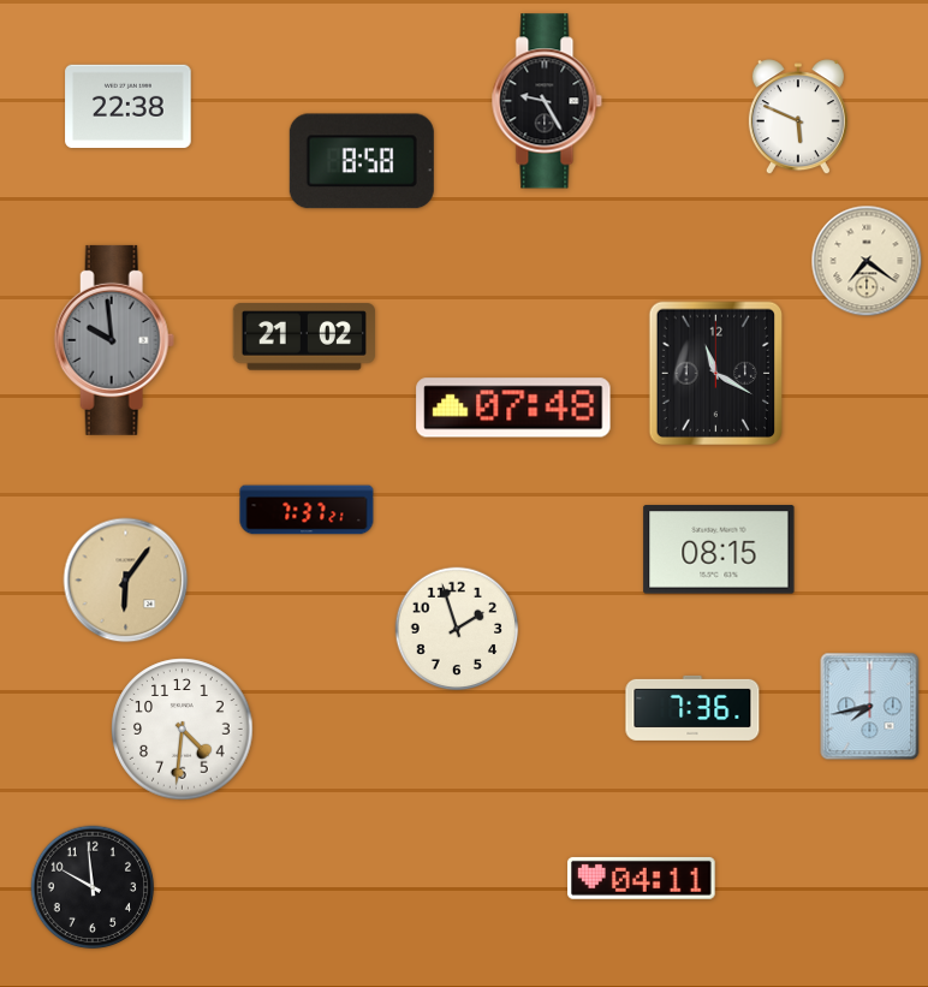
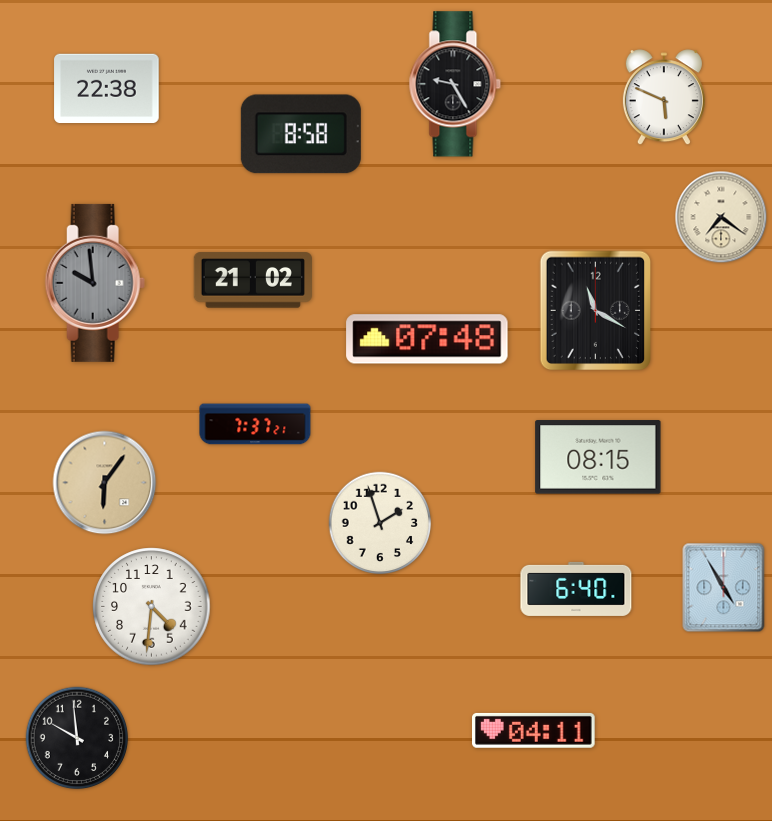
clock at (870, 707): 7:43 -> 4:55
clock at (692, 708): 7:36 -> 6:40
